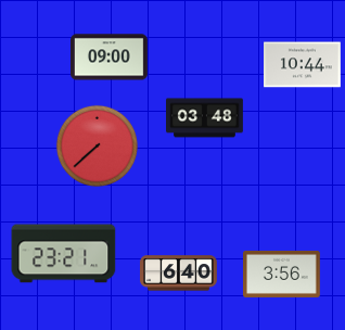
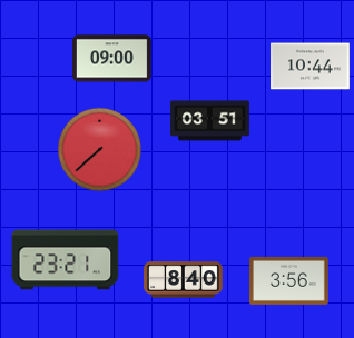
clock at (205, 118): 03:48 -> 03:51
clock at (179, 274): 6:40 -> 8:40
